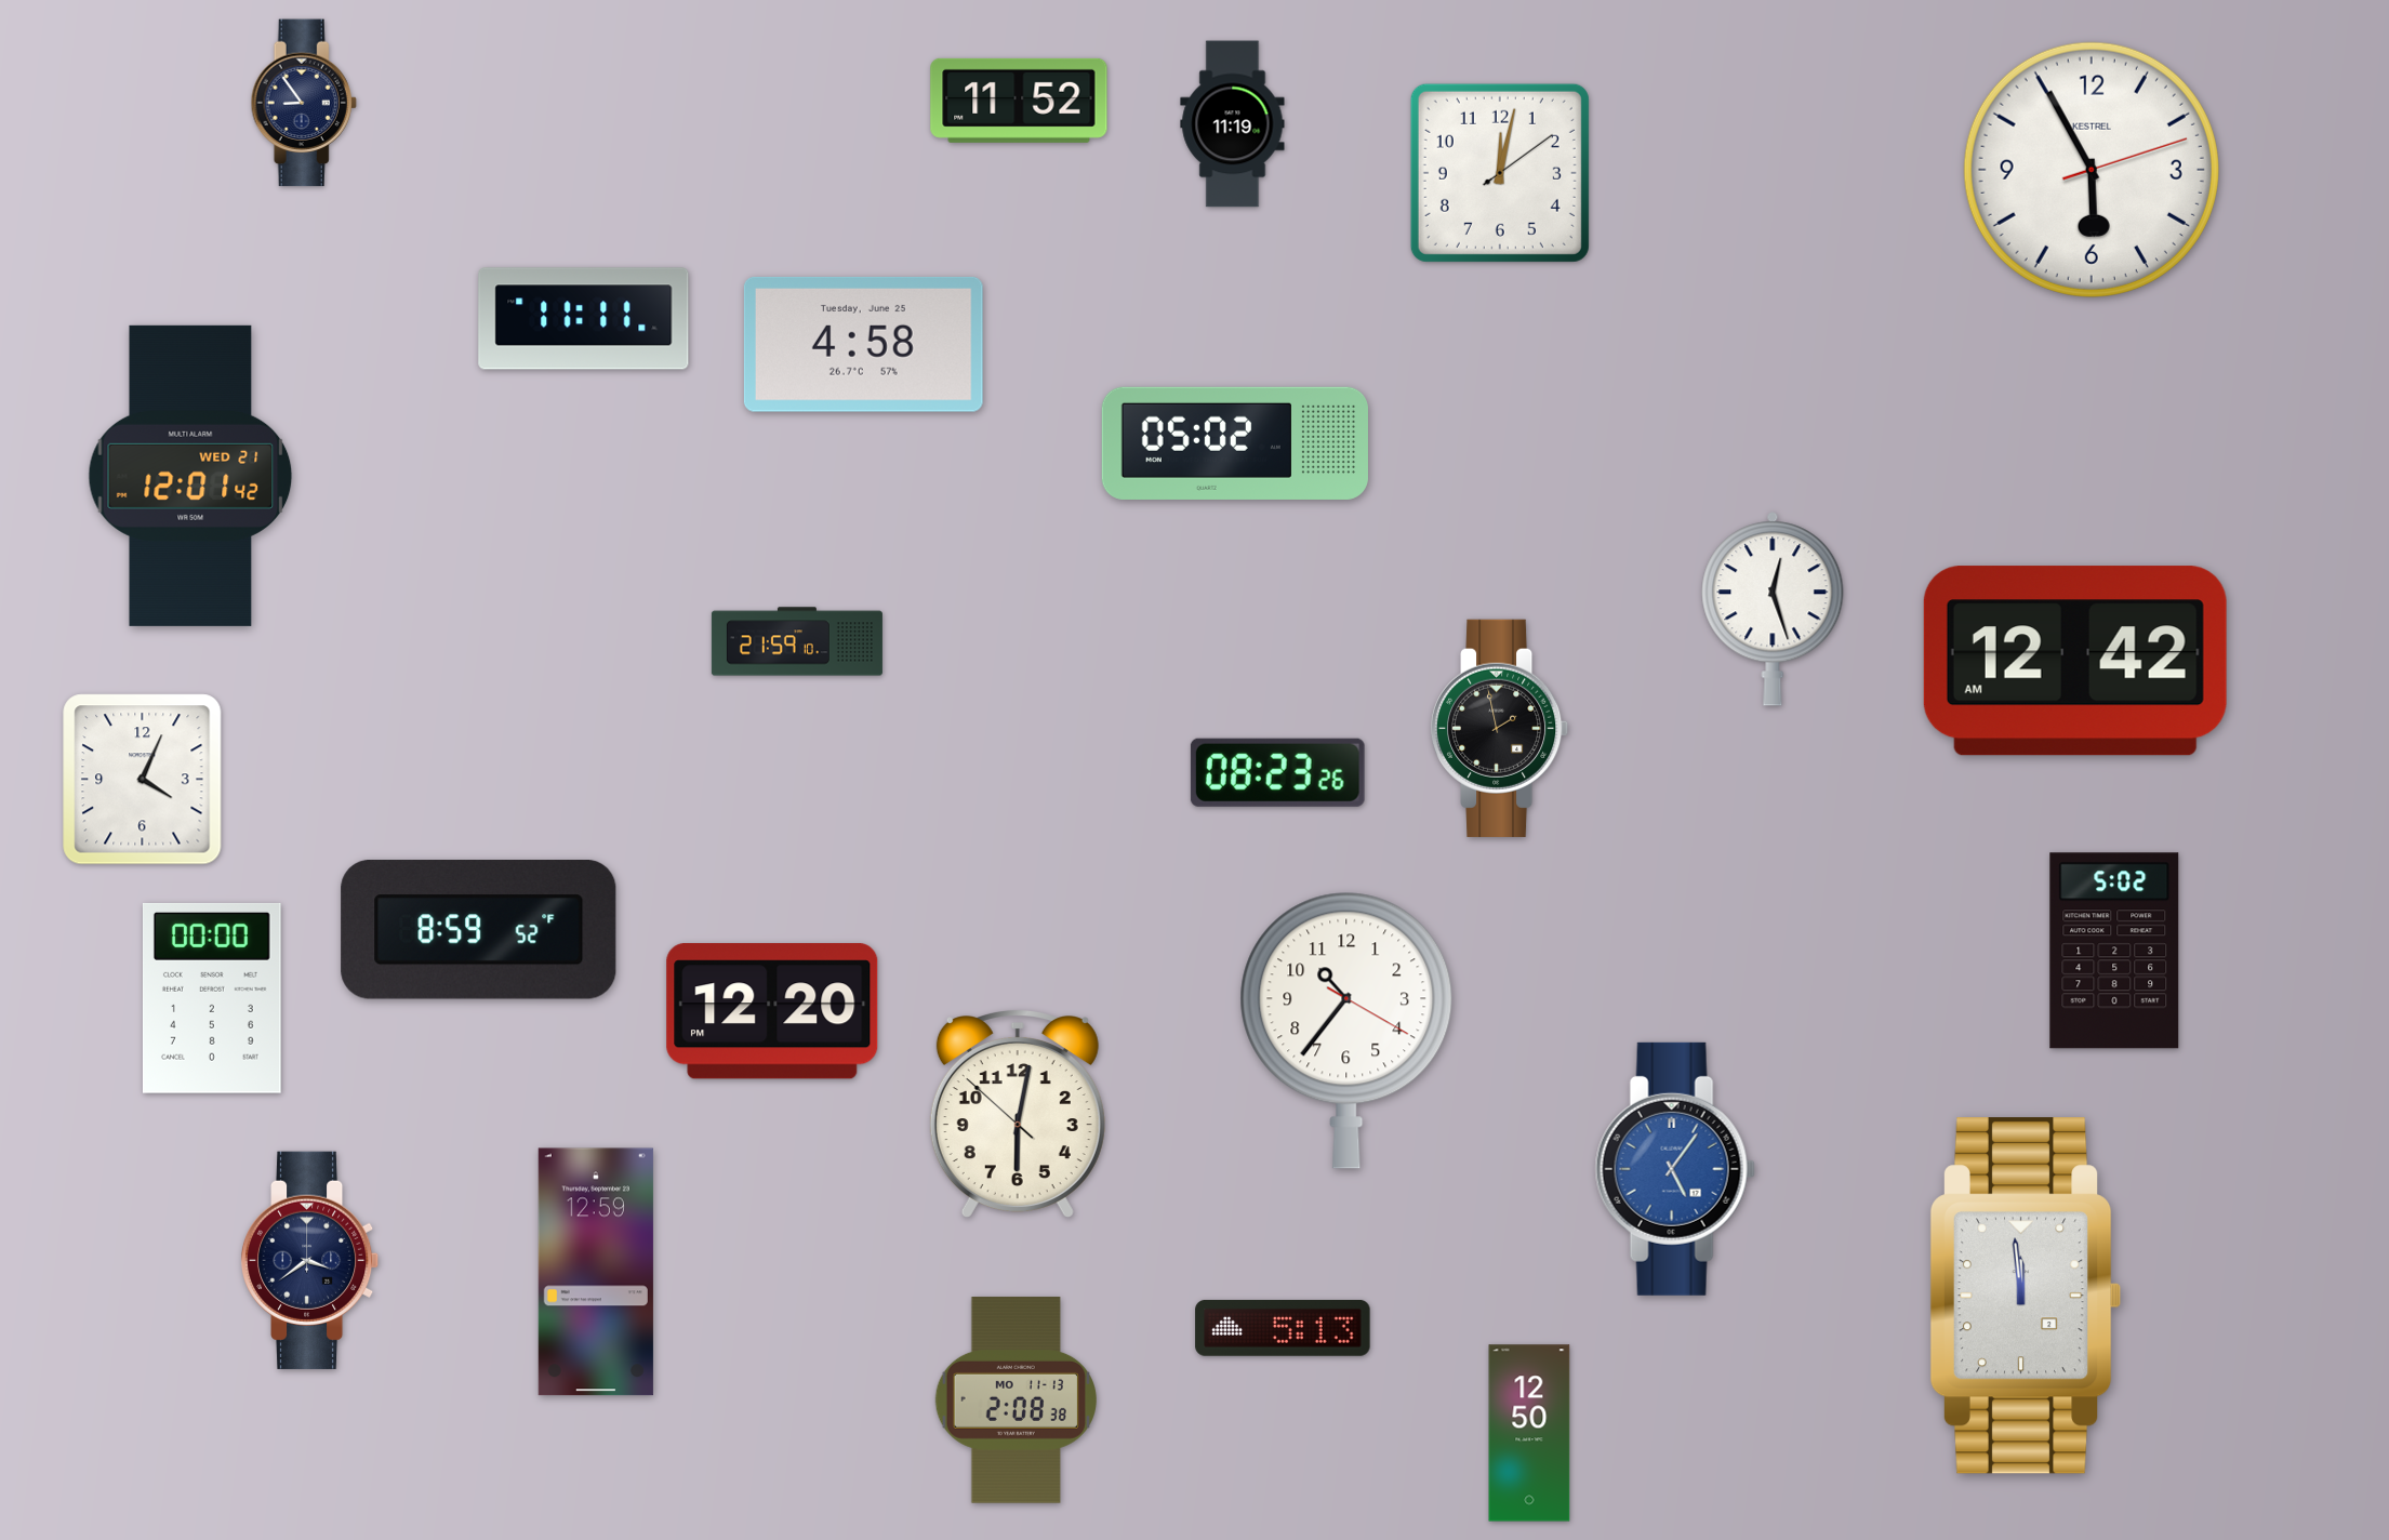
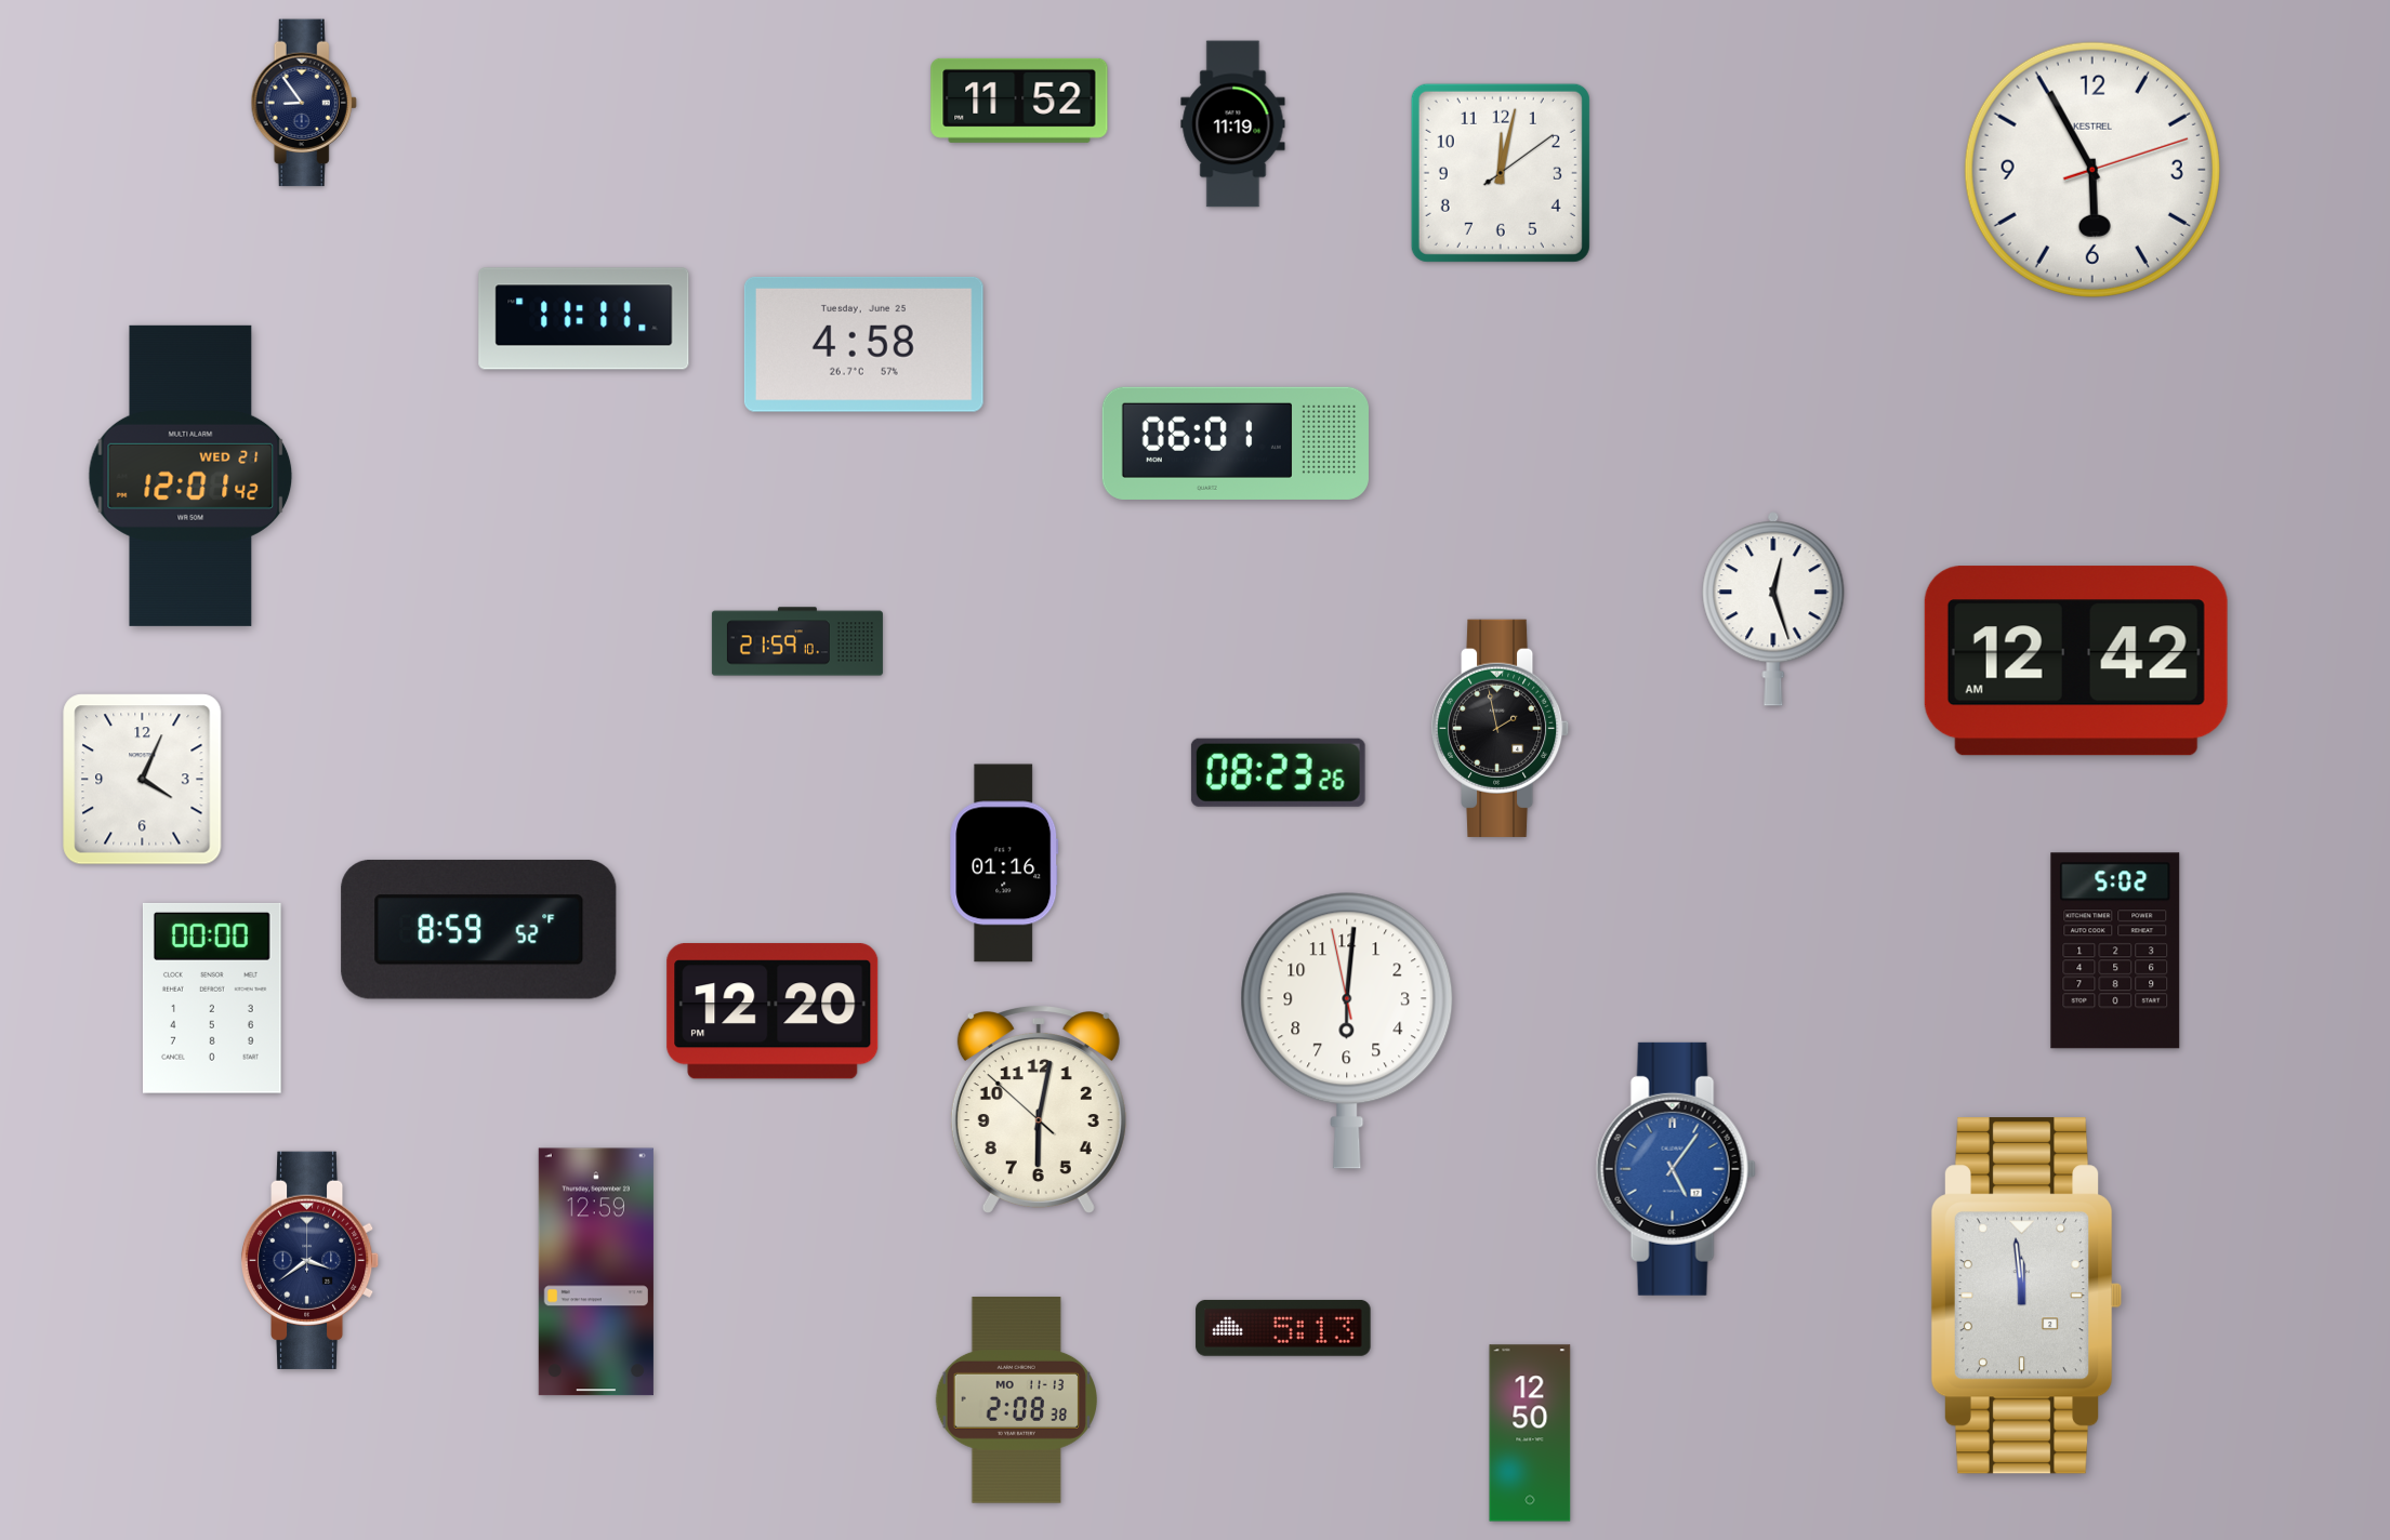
clock at (1235, 443): 05:02 -> 06:01
clock at (1004, 863): none -> 01:16
clock at (1346, 1031): 10:36 -> 6:00
clock at (1018, 1114) position: (1018, 1114) -> (1039, 1110)
